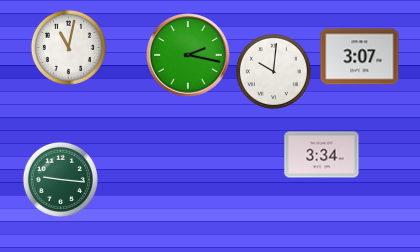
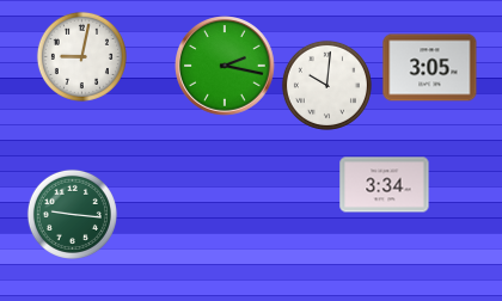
clock at (68, 47): 11:02 -> 9:02
clock at (360, 57): 3:07 -> 3:05
